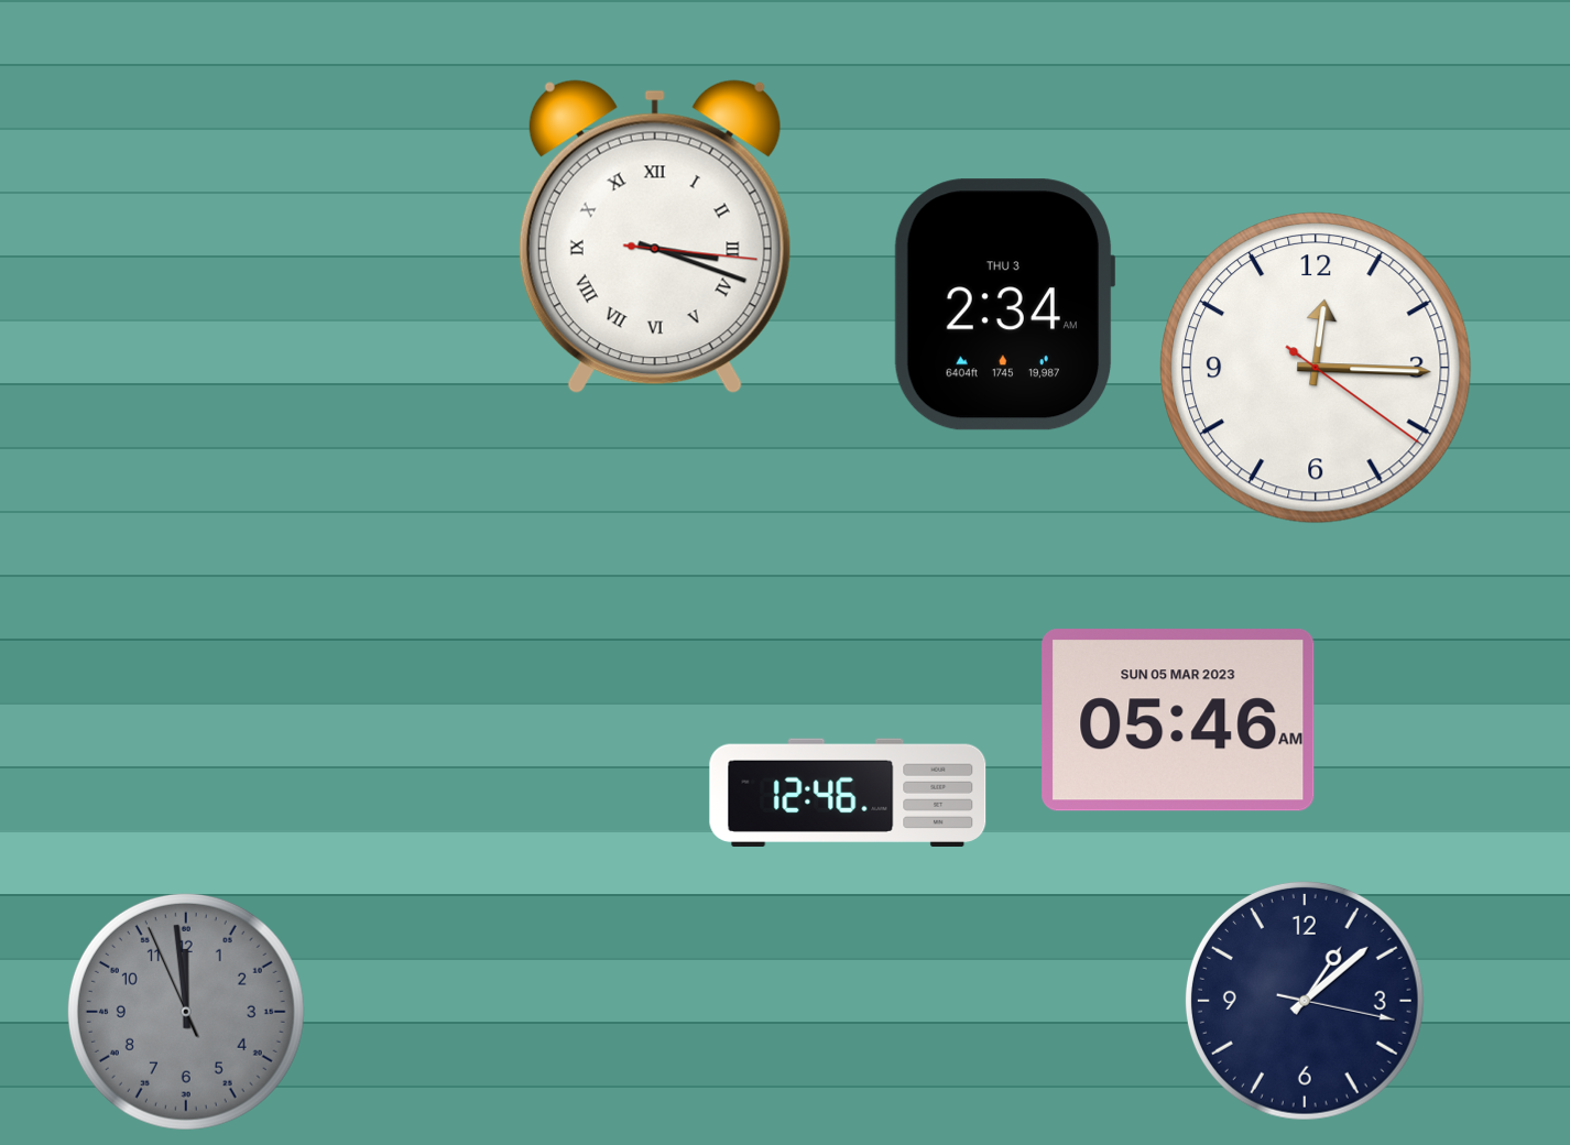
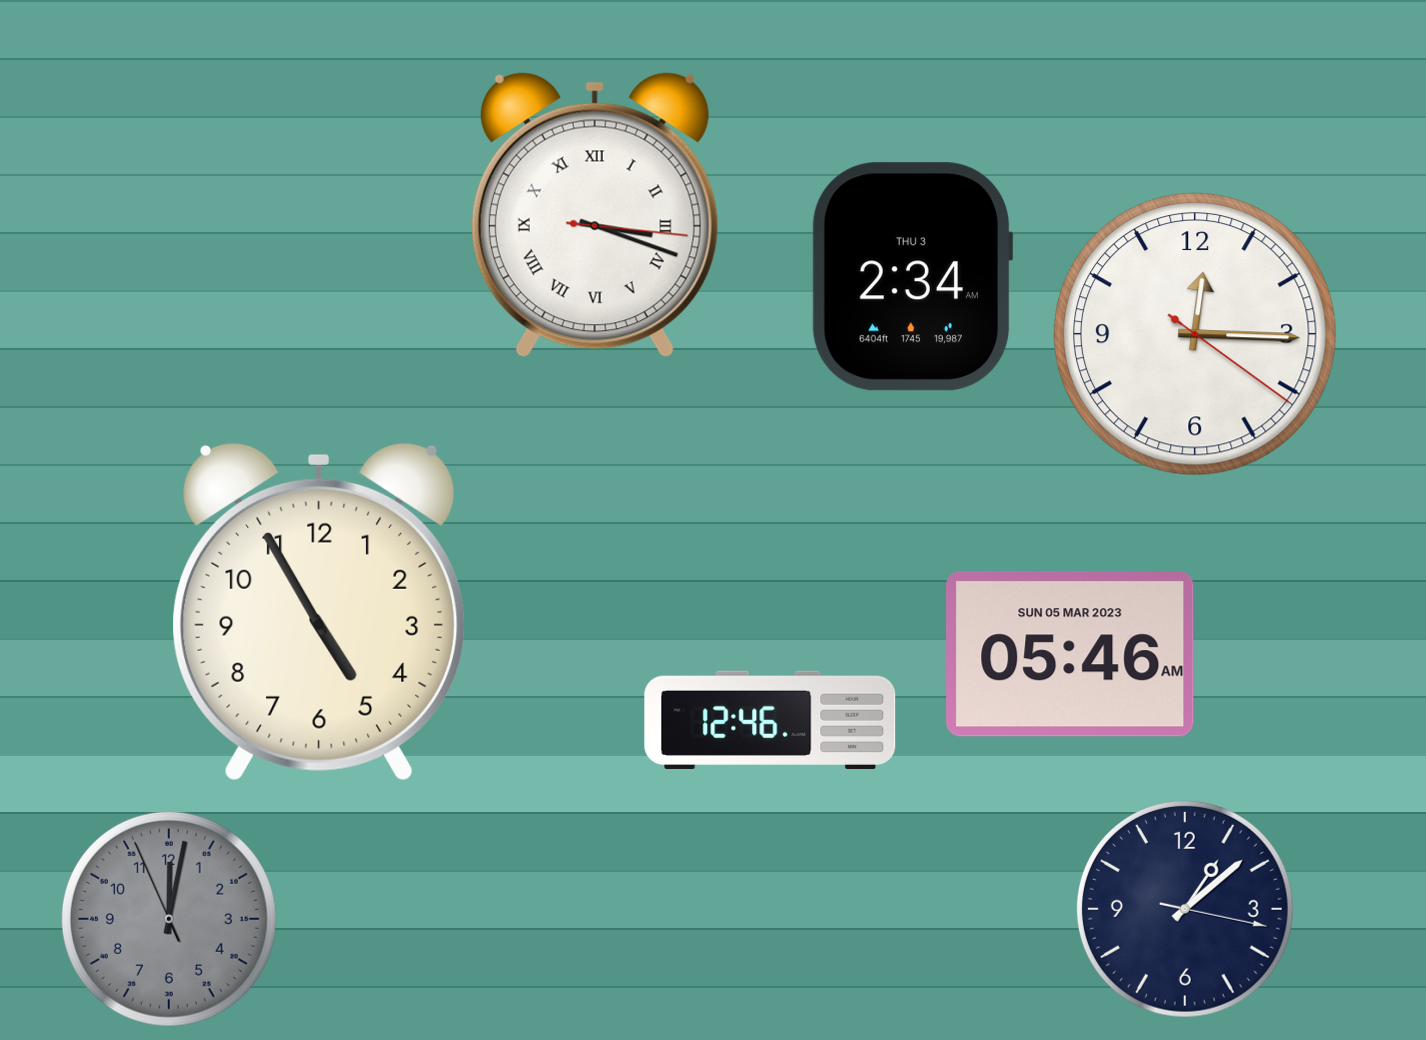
clock at (318, 612): none -> 4:55
clock at (186, 1012): 11:58 -> 12:01
